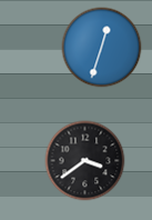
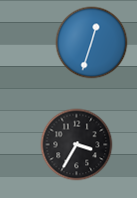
clock at (85, 161): 3:39 -> 3:35
